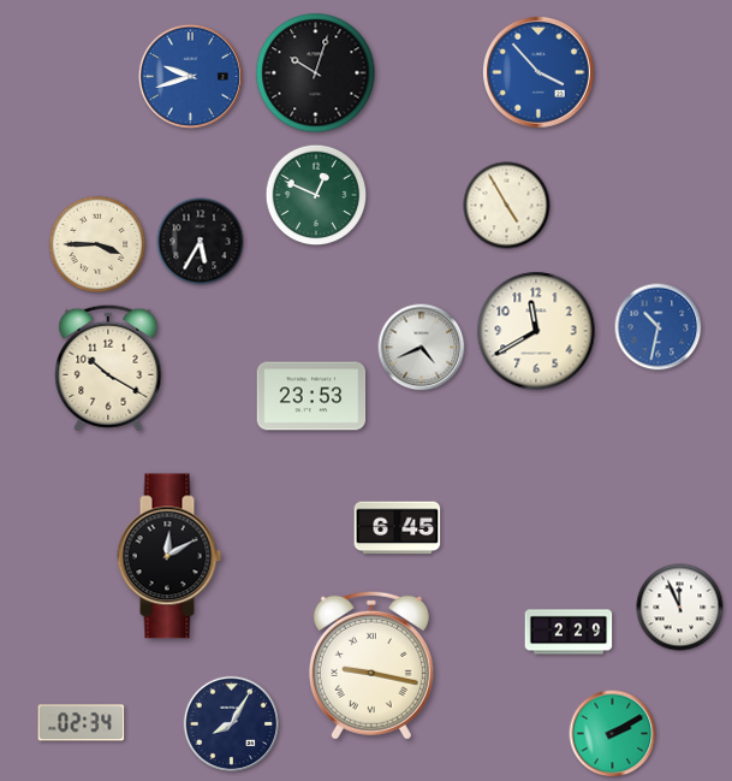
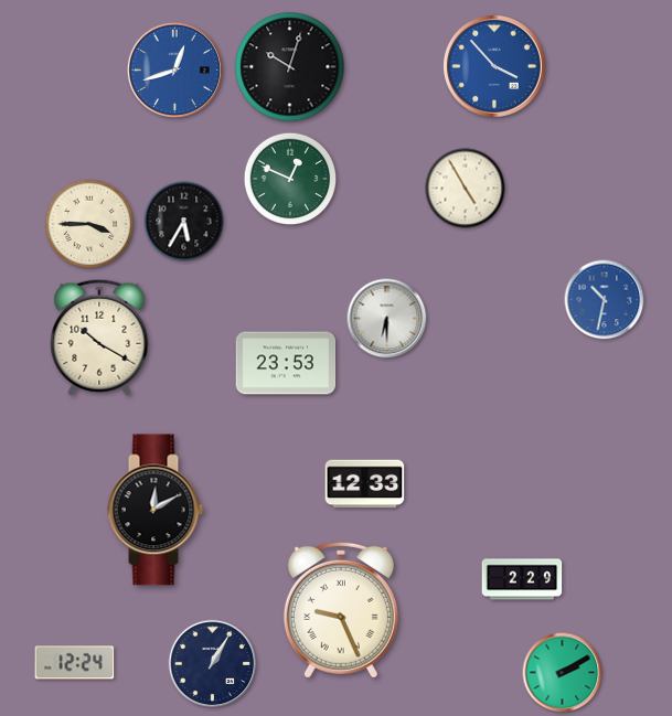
clock at (190, 76): 9:42 -> 12:42
clock at (536, 331): 11:40 -> none
clock at (422, 348): 4:41 -> 6:30
clock at (398, 528): 6:45 -> 12:33
clock at (680, 608): 11:56 -> none
clock at (371, 665): 9:17 -> 9:26
clock at (82, 723): 02:34 -> 12:24
clock at (232, 724): 8:05 -> 1:05
